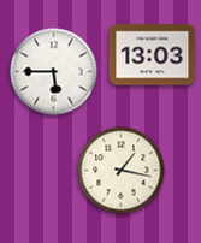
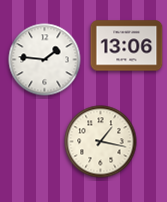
clock at (153, 55): 13:03 -> 13:06
clock at (54, 72): 5:45 -> 1:46
